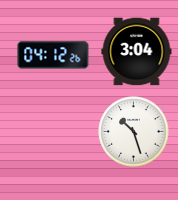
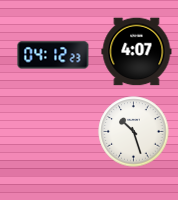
clock at (137, 52): 3:04 -> 4:07
clock at (53, 55): 04:12:26 -> 04:12:23
